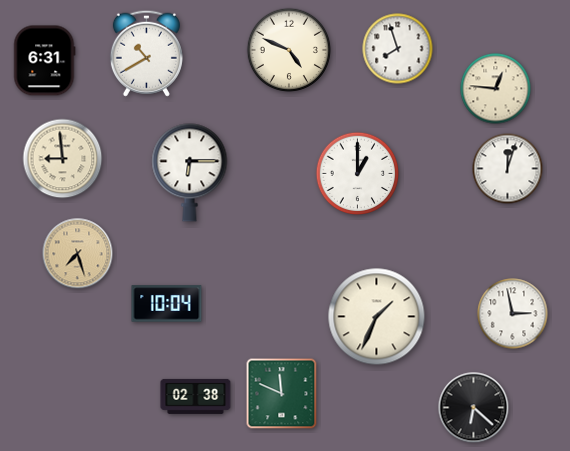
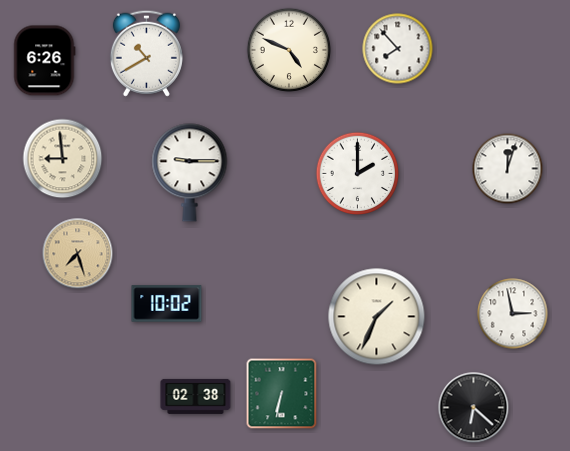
clock at (398, 49): 7:57 -> 7:53
clock at (45, 61): 6:31 -> 6:26
clock at (496, 89): 12:46 -> none
clock at (190, 173): 6:15 -> 9:15
clock at (358, 174): 1:00 -> 2:00
clock at (167, 304): 10:04 -> 10:02
clock at (282, 394): 11:49 -> 6:32
